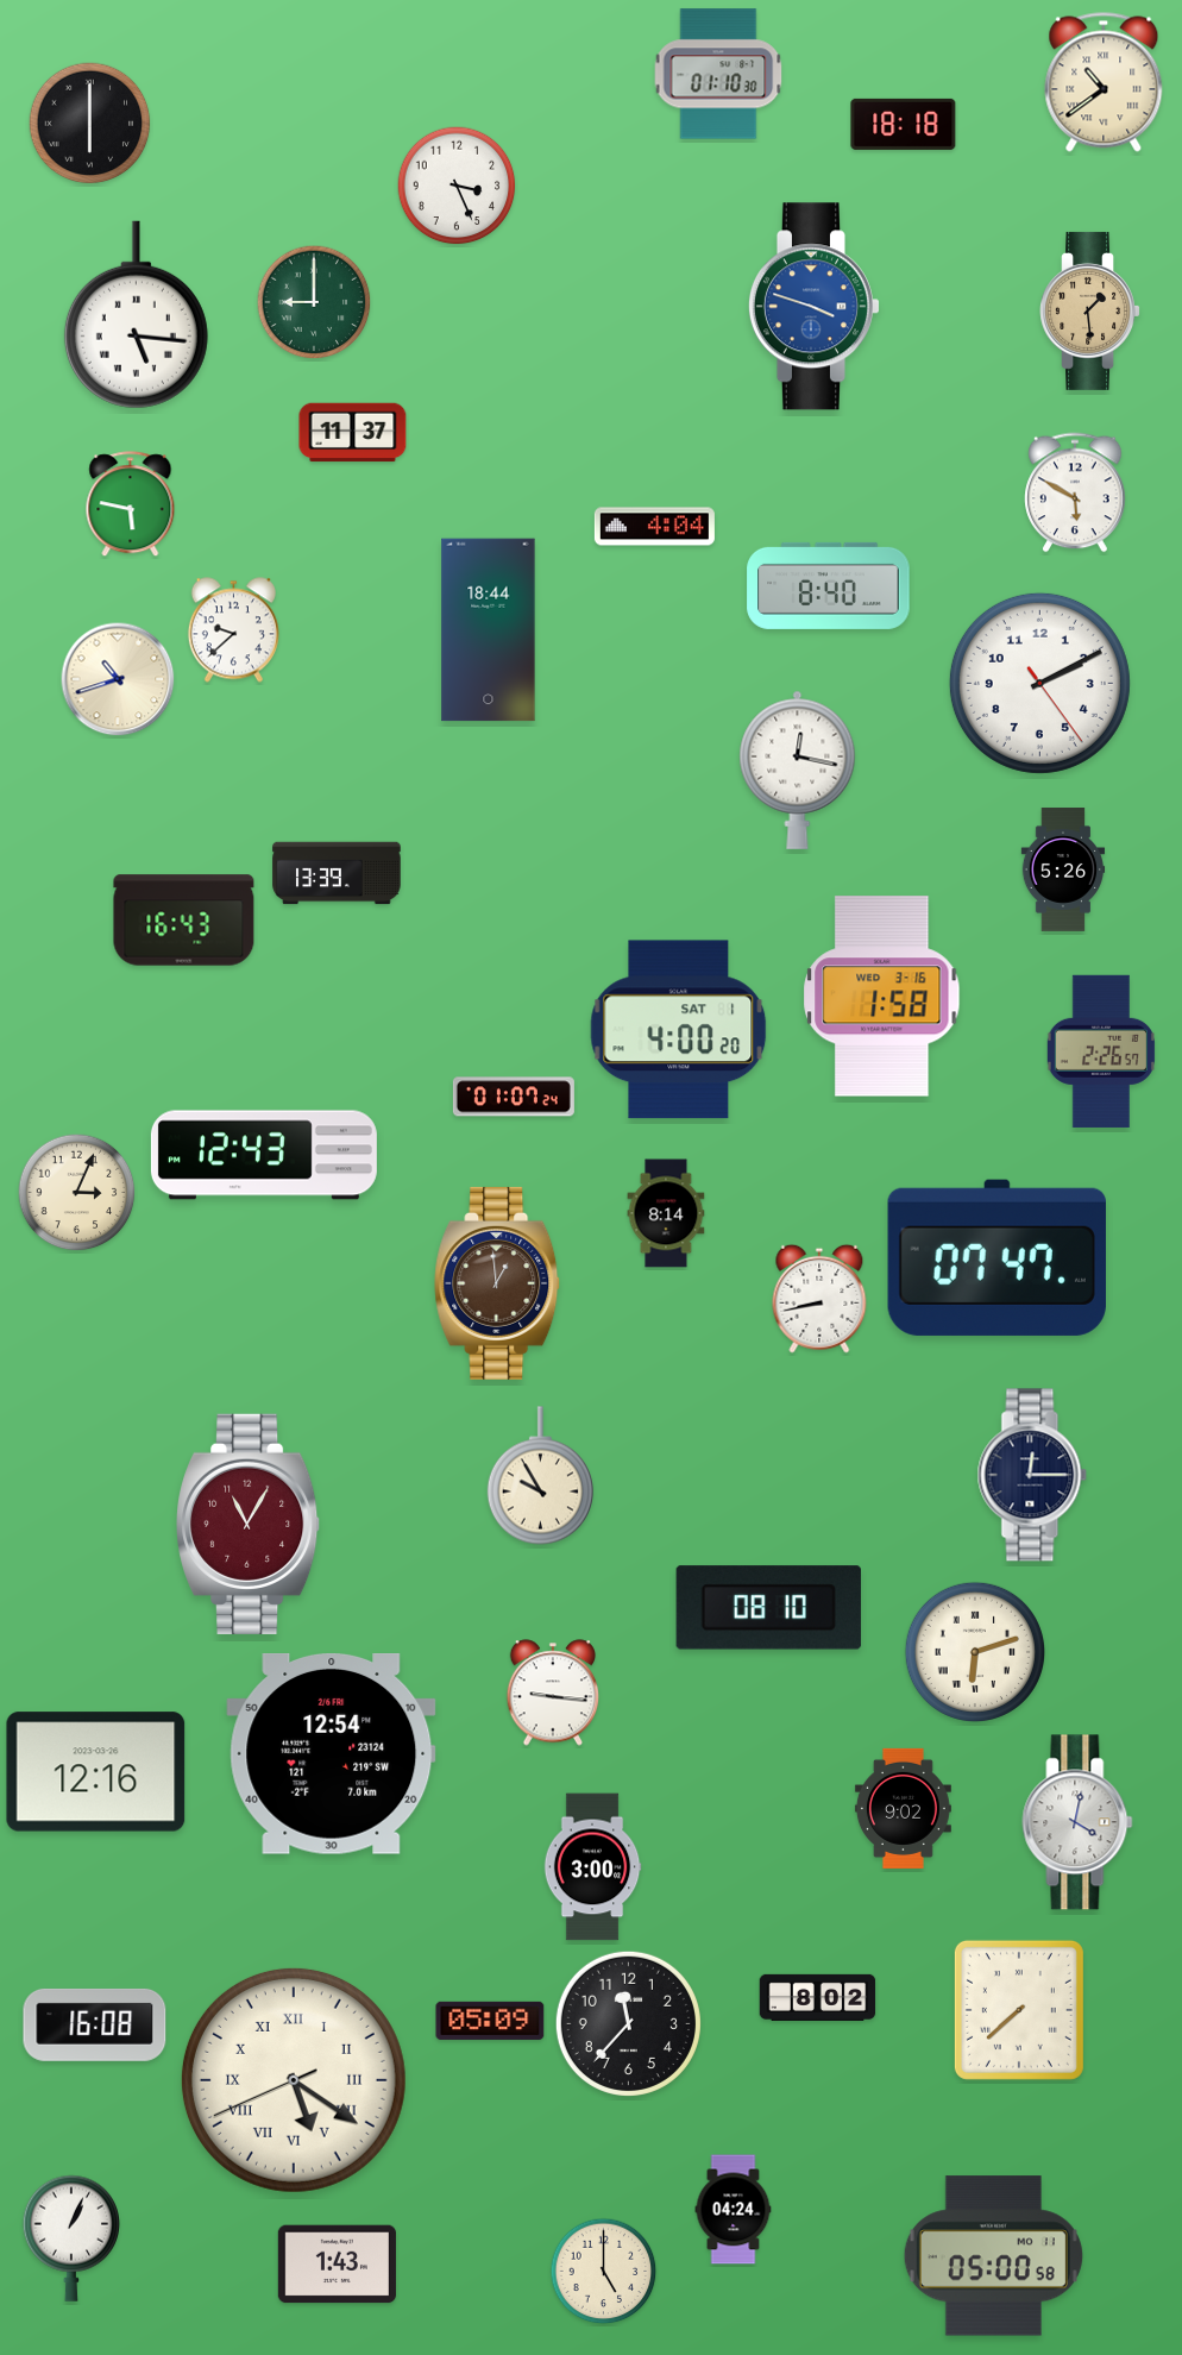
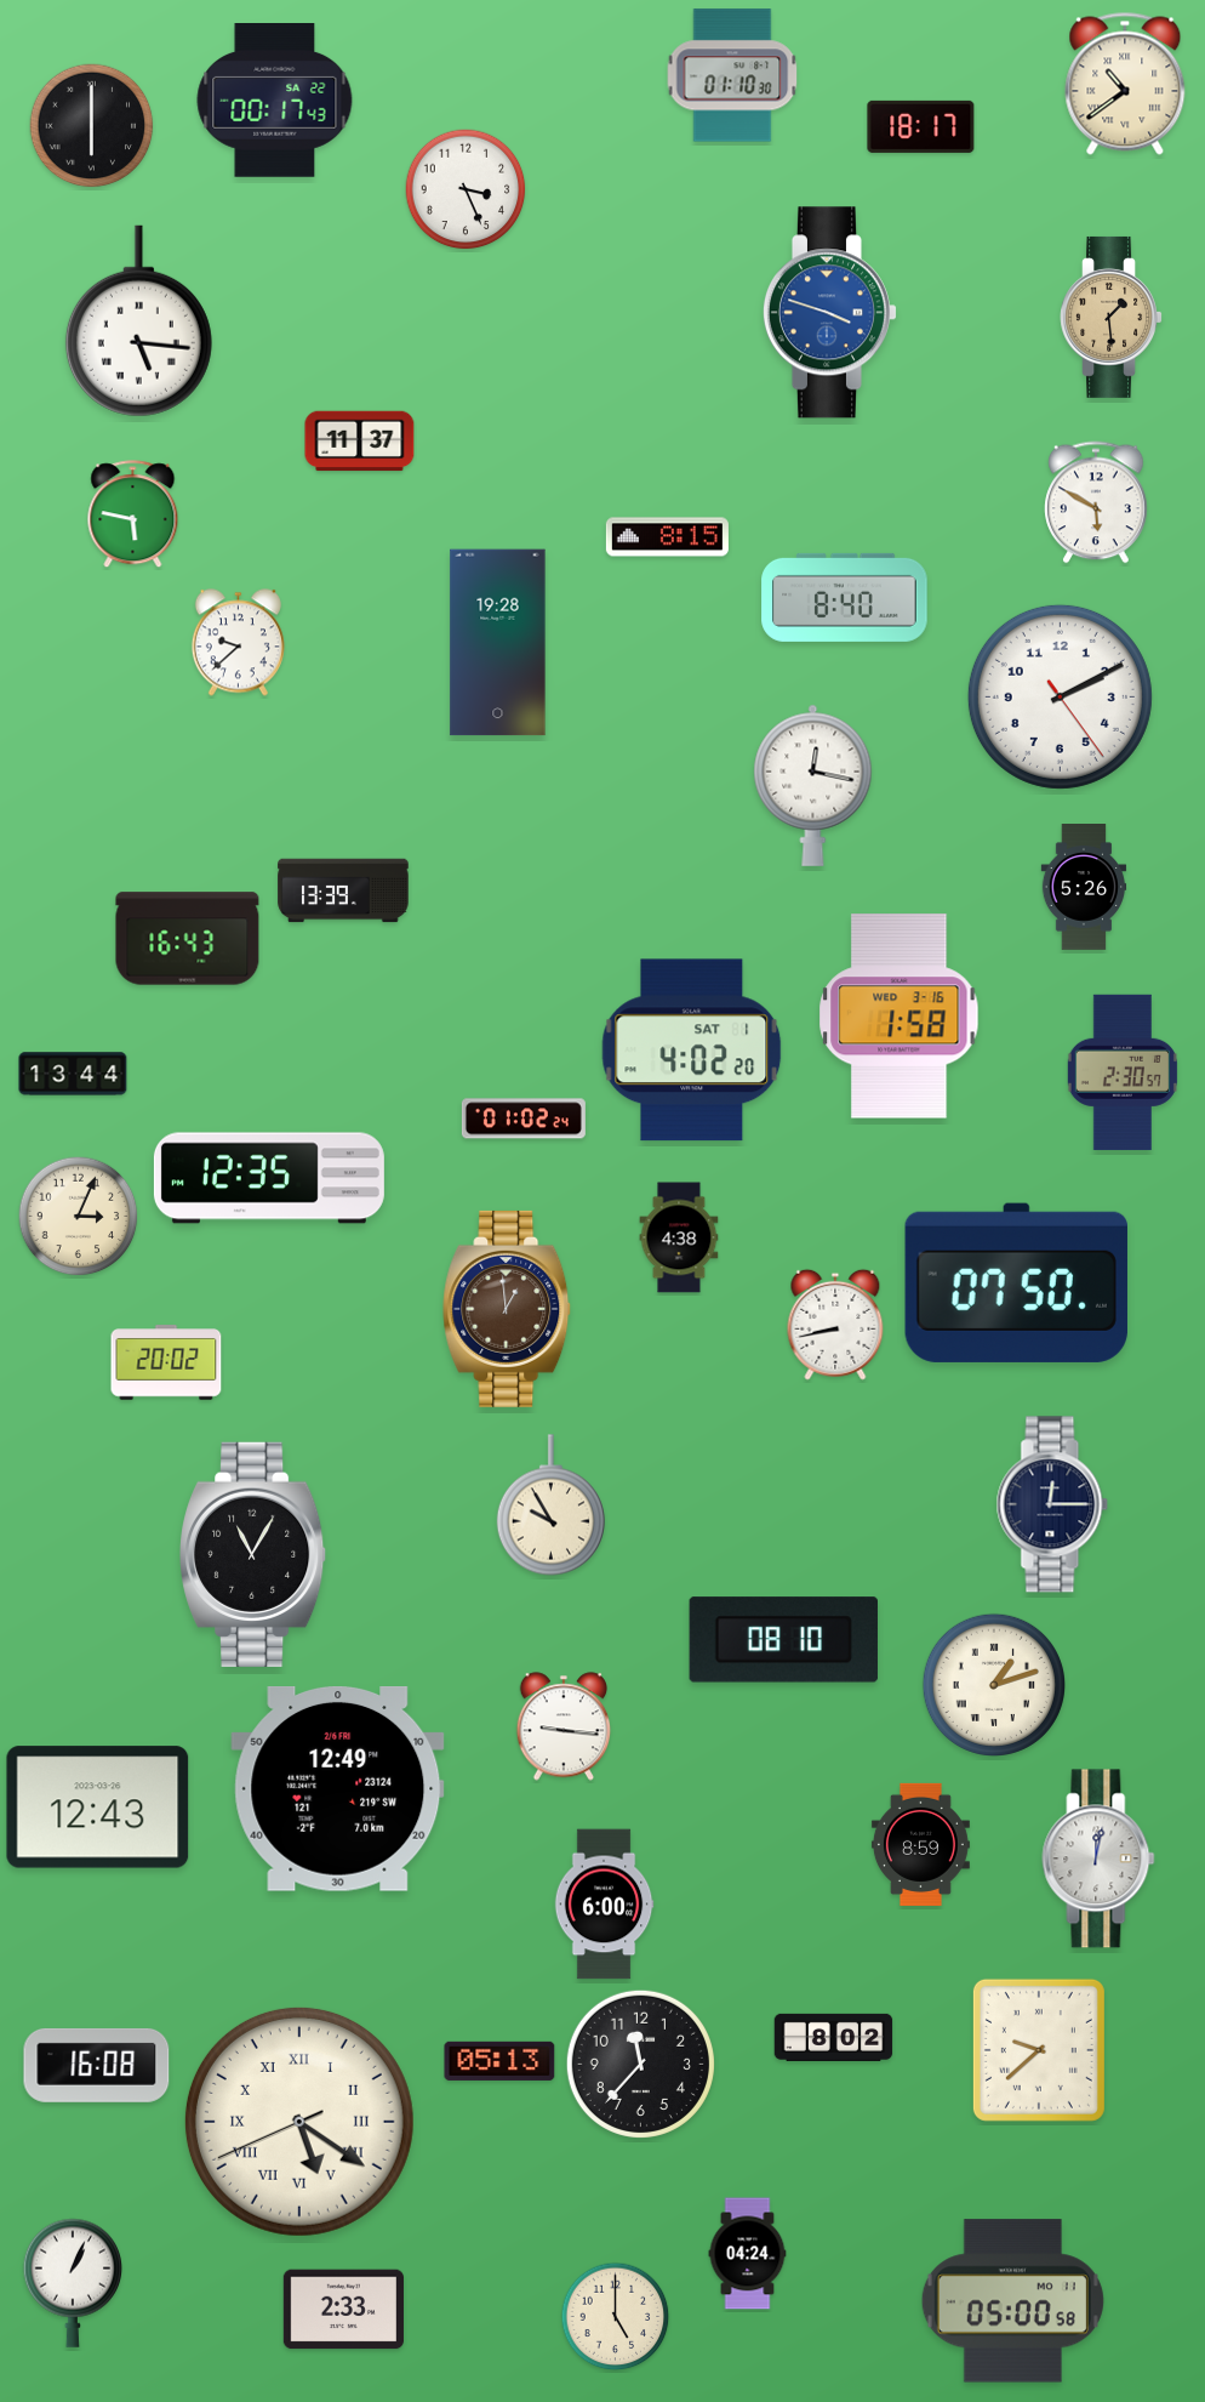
clock at (275, 101): none -> 00:17
clock at (904, 124): 18:18 -> 18:17
clock at (314, 302): 9:00 -> none
clock at (654, 527): 4:04 -> 8:15
clock at (489, 630): 18:44 -> 19:28
clock at (118, 679): 10:42 -> none
clock at (679, 1030): 4:00 -> 4:02
clock at (1101, 1051): 2:26 -> 2:30
clock at (73, 1074): none -> 13:44
clock at (514, 1097): 01:07 -> 01:02
clock at (264, 1155): 12:43 -> 12:35
clock at (666, 1213): 8:14 -> 4:38
clock at (996, 1257): 07:47 -> 07:50
clock at (166, 1362): none -> 20:02
clock at (250, 1524) dial: burgundy -> black
clock at (974, 1651): 6:12 -> 1:12
clock at (332, 1754): 12:54 -> 12:49
clock at (96, 1772): 12:16 -> 12:43
clock at (903, 1808): 9:02 -> 8:59
clock at (1077, 1822): 4:02 -> 12:02
clock at (592, 1867): 3:00 -> 6:00
clock at (1019, 2010): 7:38 -> 9:38
clock at (490, 2021): 05:09 -> 05:13
clock at (337, 2265): 1:43 -> 2:33
